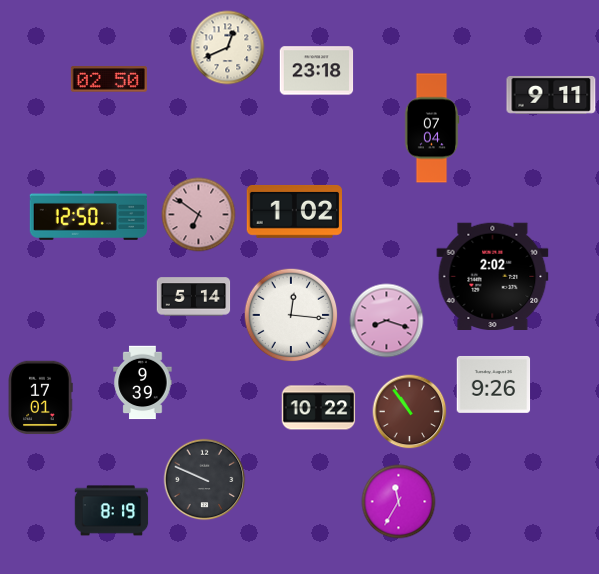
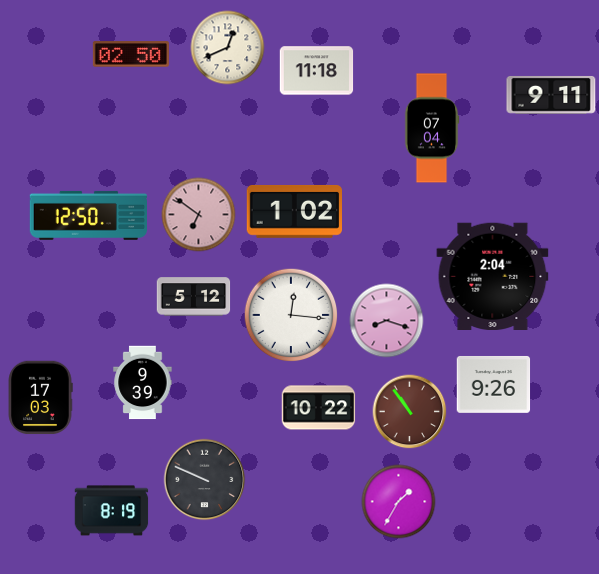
clock at (317, 71): 23:18 -> 11:18
clock at (109, 79) position: (109, 79) -> (131, 54)
clock at (493, 277): 2:02 -> 2:04
clock at (194, 297): 5:14 -> 5:12
clock at (40, 398): 17:01 -> 17:03
clock at (399, 502): 11:35 -> 1:35
